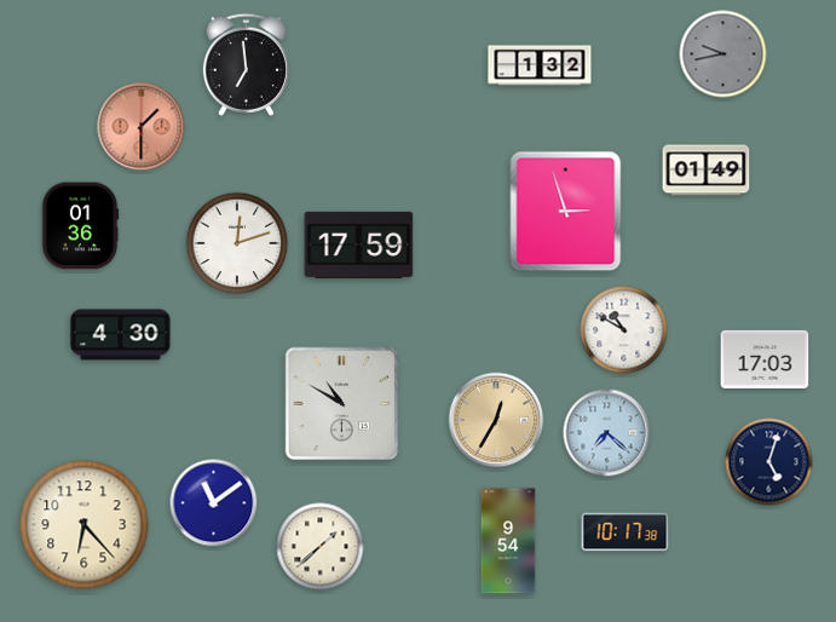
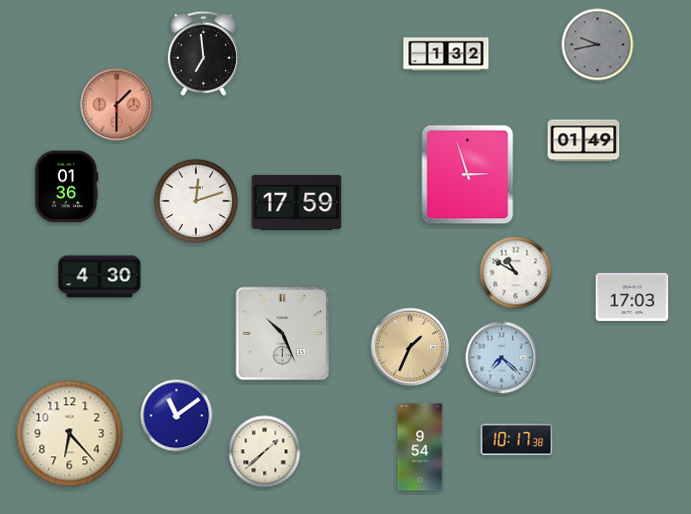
clock at (342, 404): 10:50 -> 10:26
clock at (496, 420): 12:35 -> 1:34
clock at (769, 462): 5:03 -> none
